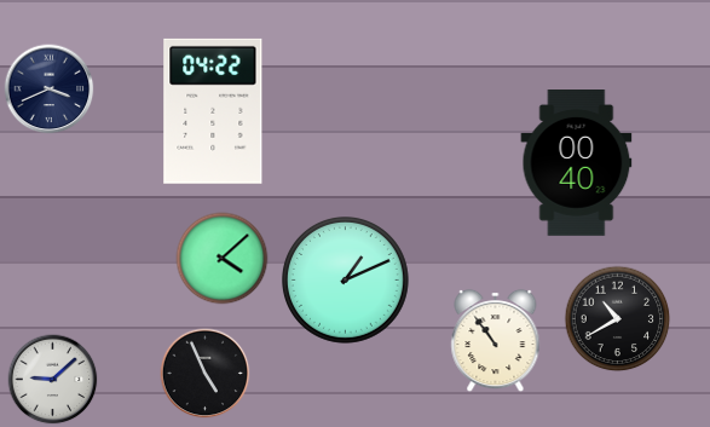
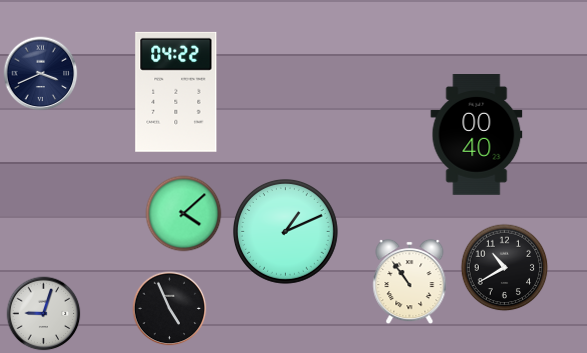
clock at (618, 319) position: (618, 319) -> (505, 268)
clock at (53, 380): 9:08 -> 9:03
